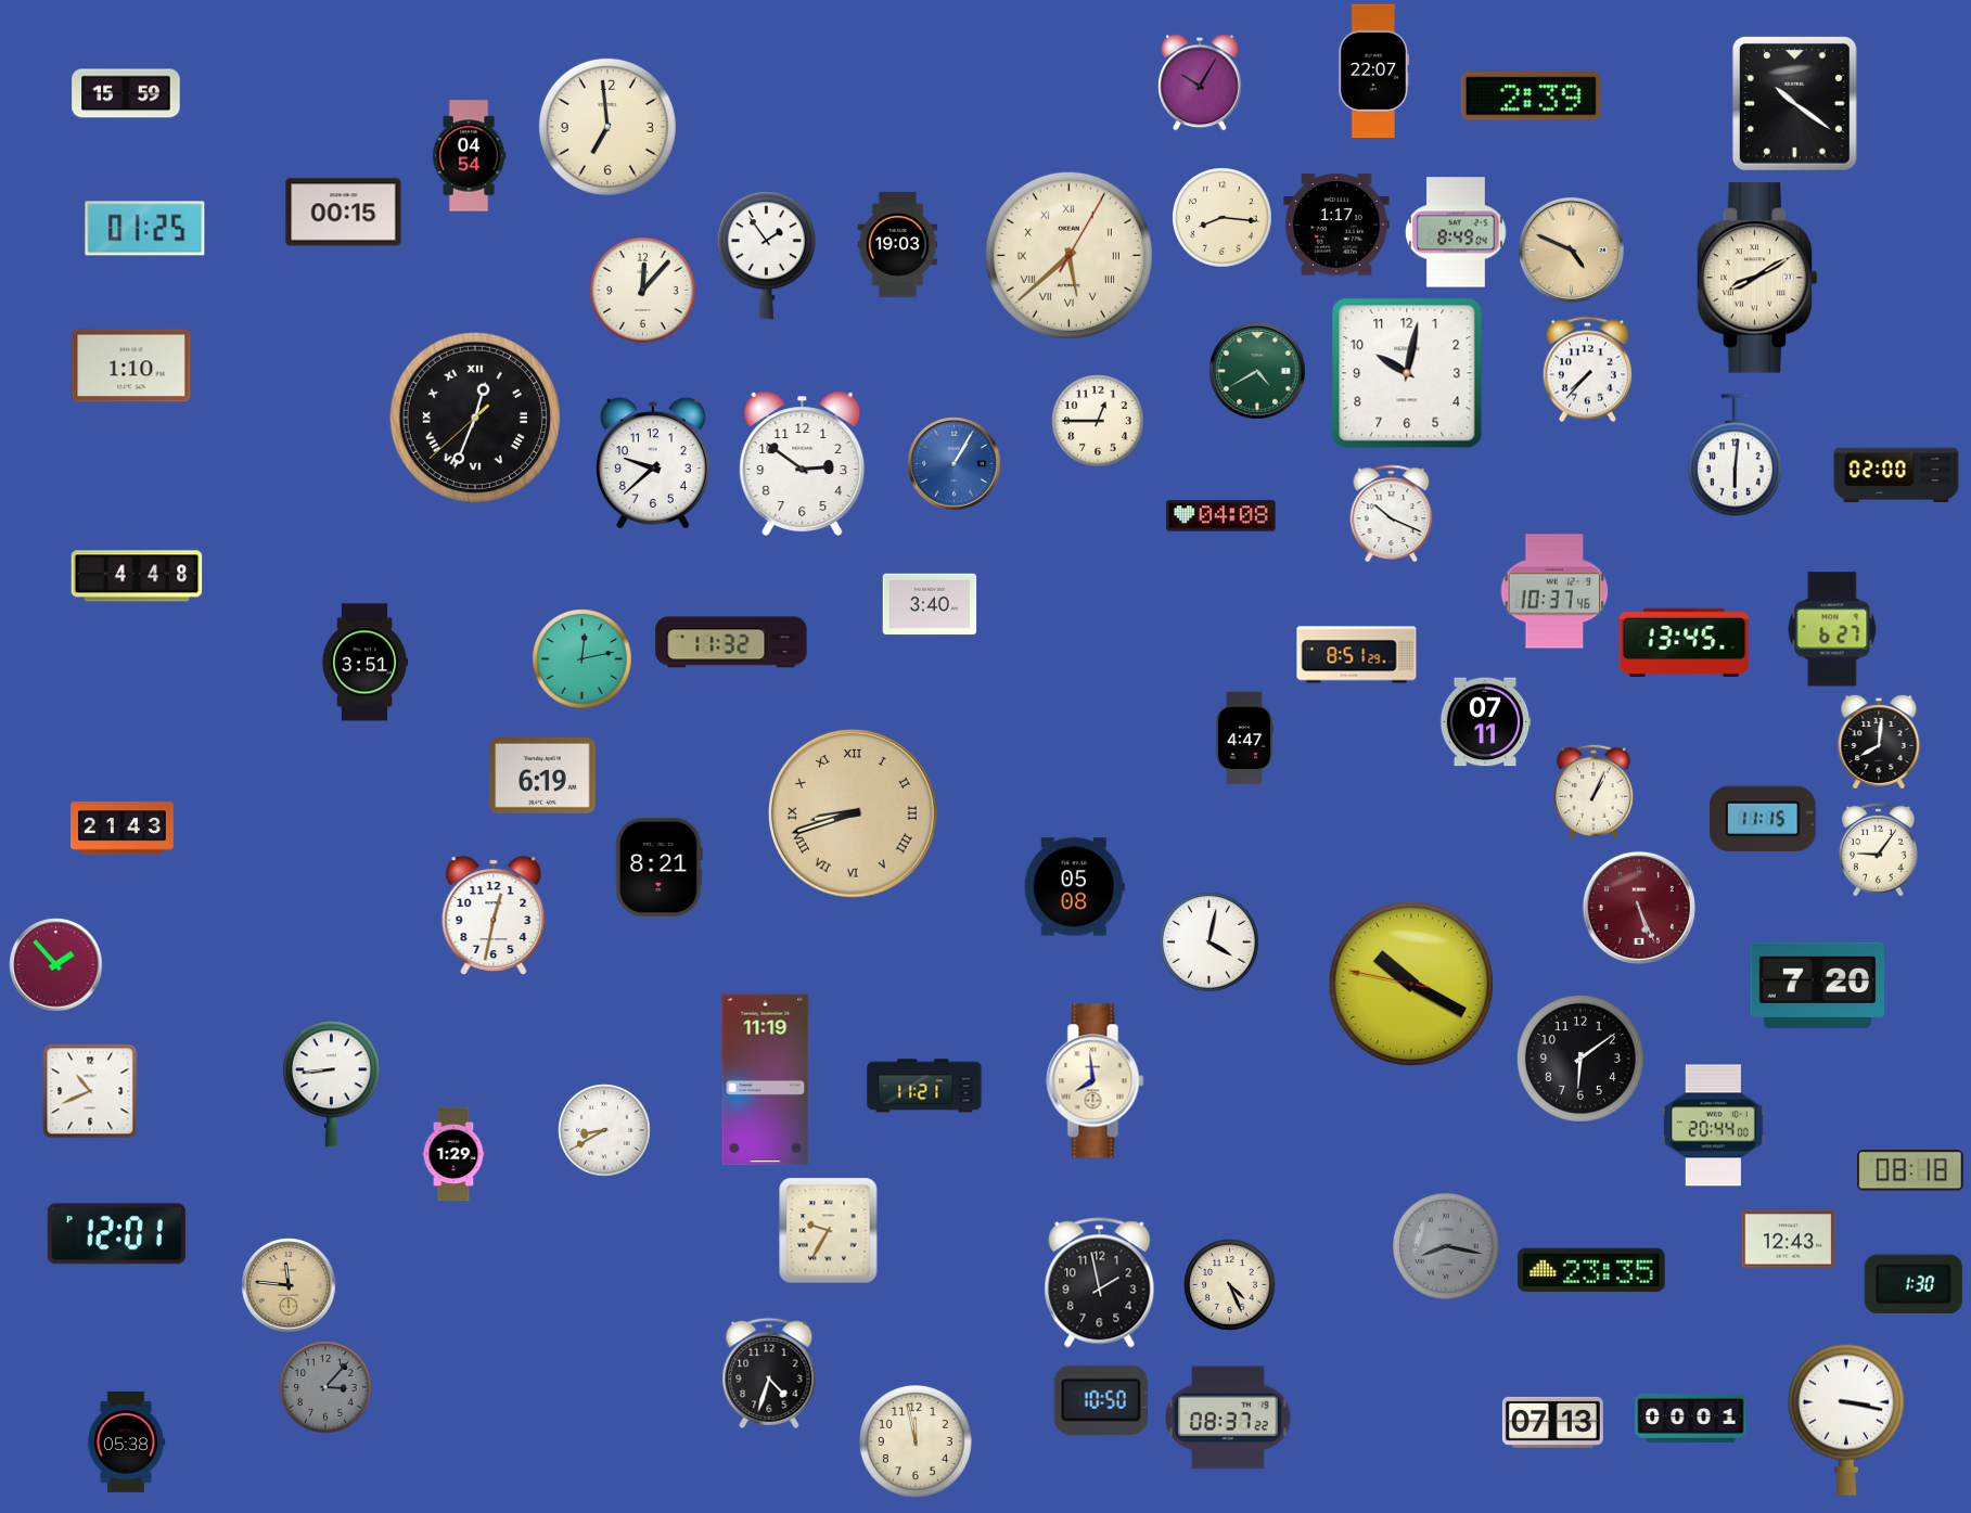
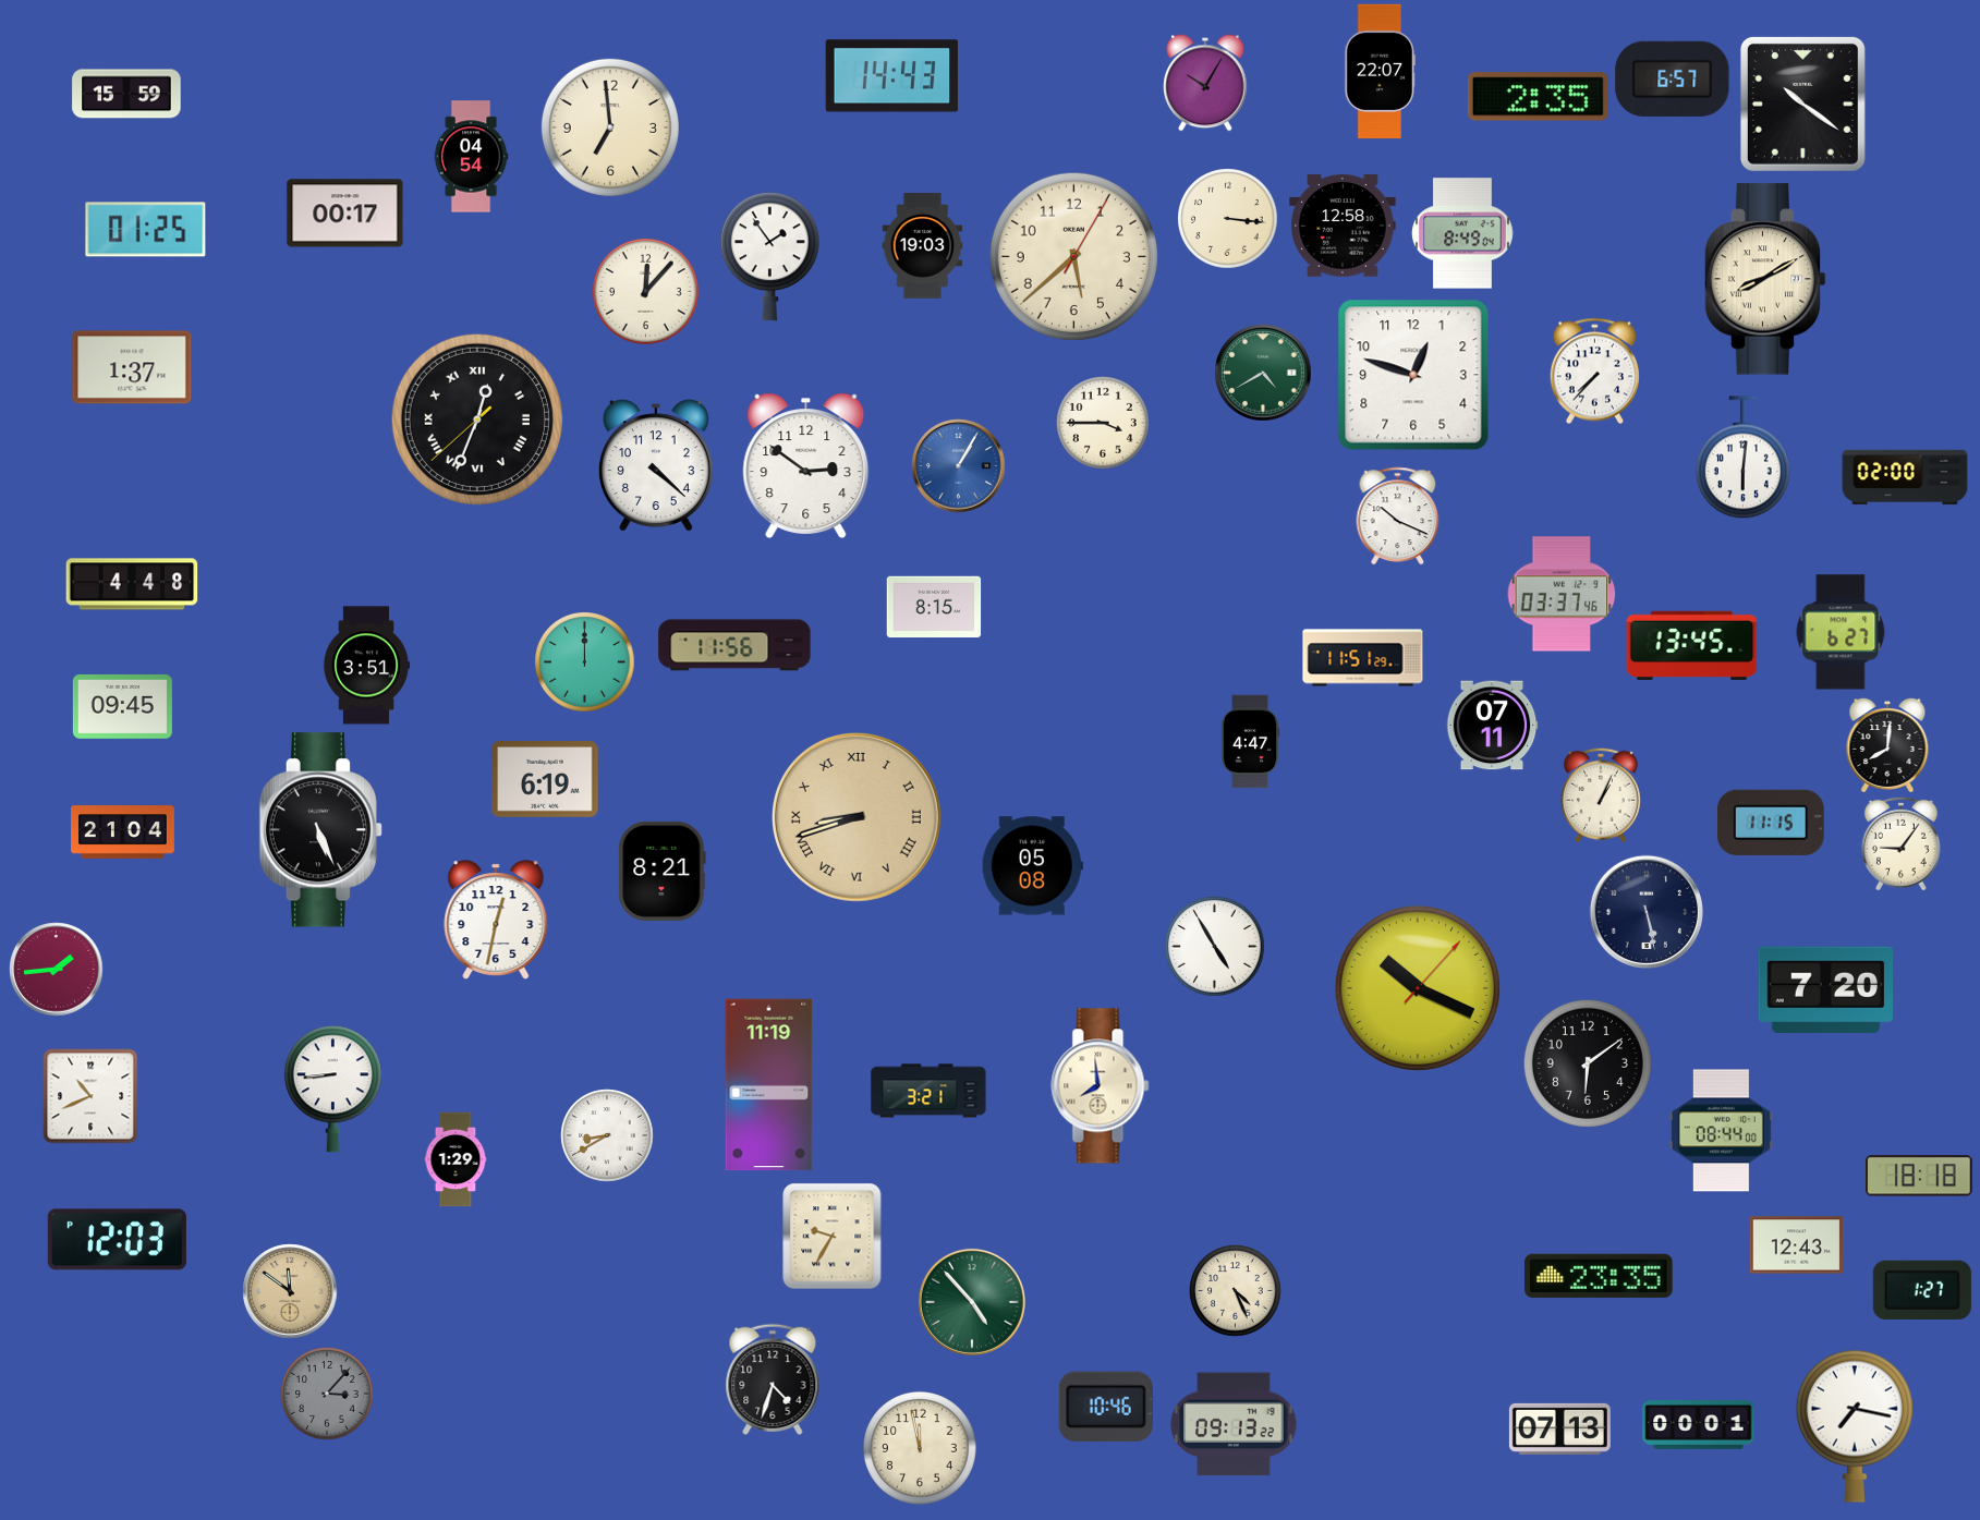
clock at (892, 76): none -> 14:43
clock at (1673, 78): none -> 6:57
clock at (1531, 97): 2:39 -> 2:35
clock at (344, 213): 00:15 -> 00:17
clock at (1223, 218): 8:16 -> 3:16
clock at (1336, 225): 1:17 -> 12:58
clock at (898, 245) position: (898, 245) -> (923, 246)
clock at (1571, 249): 4:49 -> none
clock at (1068, 255) numerals: Roman -> Arabic
clock at (131, 366): 1:10 -> 1:37
clock at (1407, 373): 10:02 -> 12:48
clock at (1098, 421): 12:45 -> 3:45
clock at (653, 463): 9:38 -> 4:22
clock at (1221, 516): 04:08 -> none
clock at (137, 576) position: (137, 576) -> (132, 584)
clock at (1554, 591): 10:37 -> 03:37
clock at (930, 604): 3:40 -> 8:15
clock at (731, 642): 11:32 -> 11:56
clock at (1357, 655): 8:51 -> 11:51
clock at (583, 659): 12:13 -> 12:00
clock at (122, 706): none -> 09:45
clock at (320, 830): none -> 5:26
clock at (123, 829): 21:43 -> 21:04
clock at (1879, 849) position: (1879, 849) -> (1902, 843)
clock at (1074, 887) position: (1074, 887) -> (1032, 866)
clock at (1639, 908): 5:26 -> 5:28
clock at (1639, 908) dial: burgundy -> navy
clock at (1210, 943): 4:02 -> 4:55
clock at (56, 965): 1:53 -> 1:44
clock at (1411, 984): 10:19:47 -> 10:19:07
clock at (924, 1086): 11:21 -> 3:21
clock at (1713, 1126): 20:44 -> 08:44
clock at (1911, 1170): 08:18 -> 18:18
clock at (116, 1234): 12:01 -> 12:03
clock at (1447, 1247): 8:17 -> none
clock at (1100, 1283): 1:58 -> none
clock at (1914, 1284): 1:30 -> 1:27
clock at (289, 1285): 11:46 -> 11:51
clock at (972, 1302): none -> 4:53
clock at (1101, 1400): 10:50 -> 10:46
clock at (1228, 1418): 08:37 -> 09:13
clock at (1846, 1420): 3:17 -> 7:17
clock at (126, 1441): 05:38 -> none
